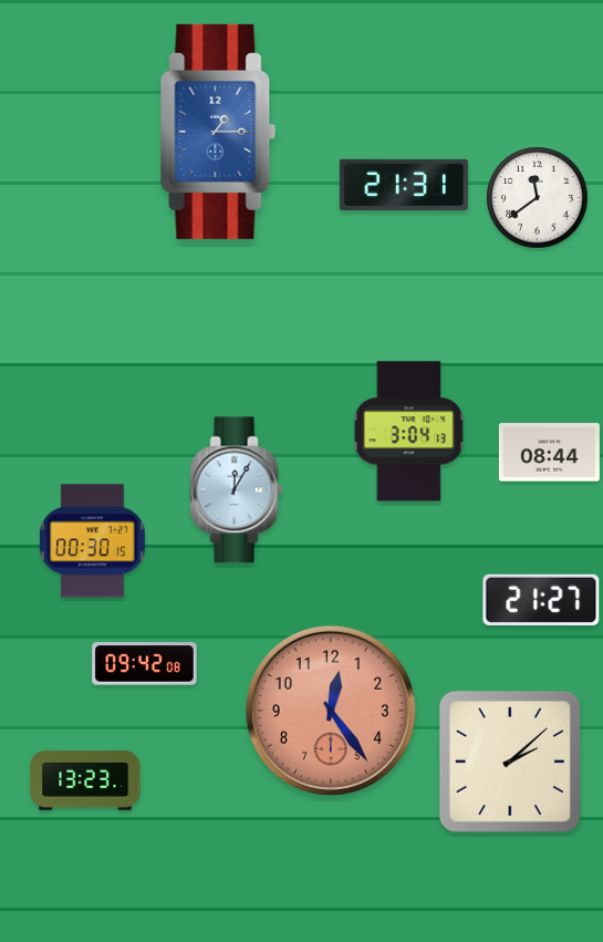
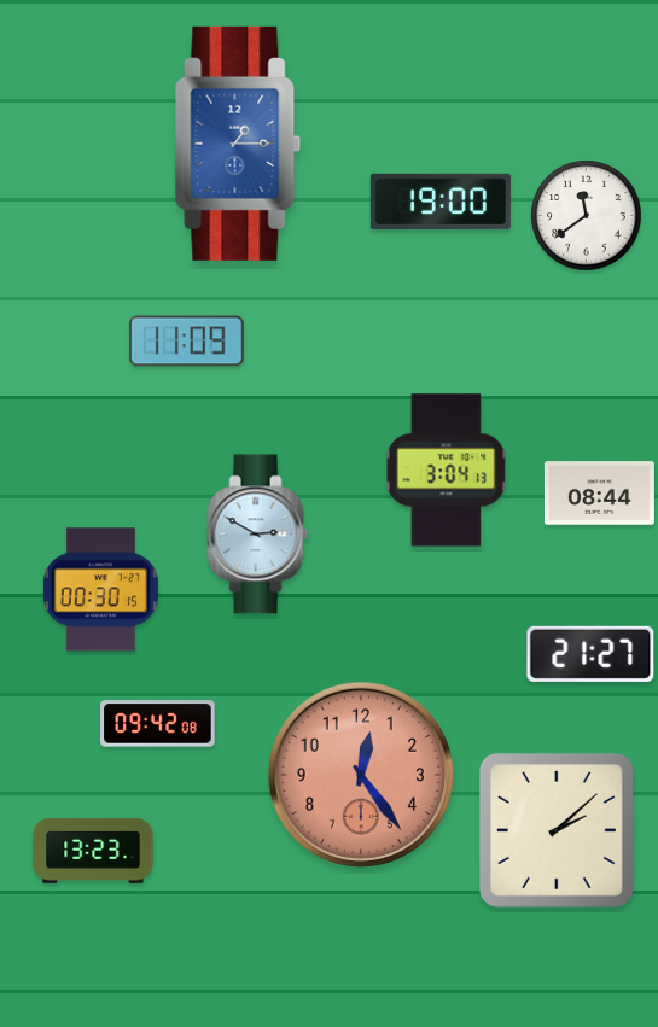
clock at (404, 185): 21:31 -> 19:00
clock at (187, 342): none -> 11:09
clock at (237, 490): 12:05 -> 2:50
